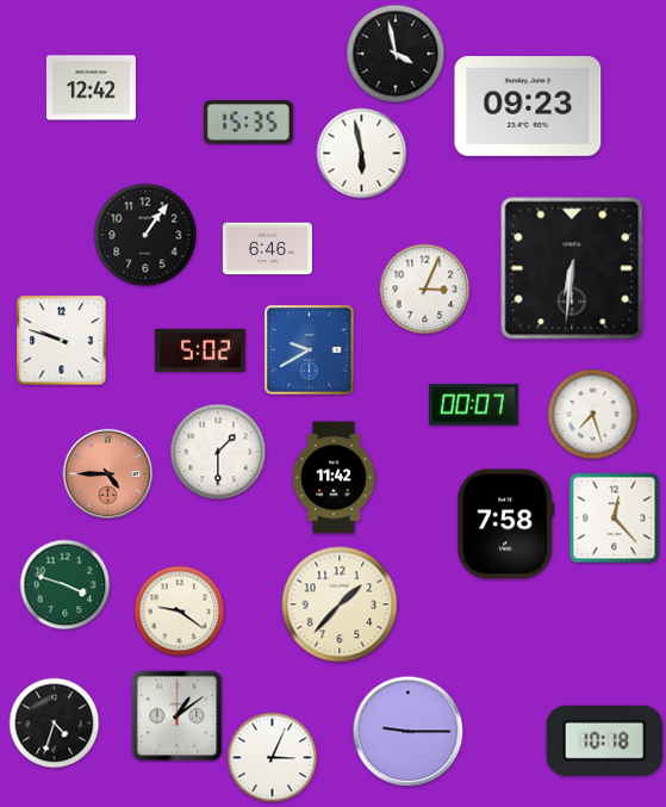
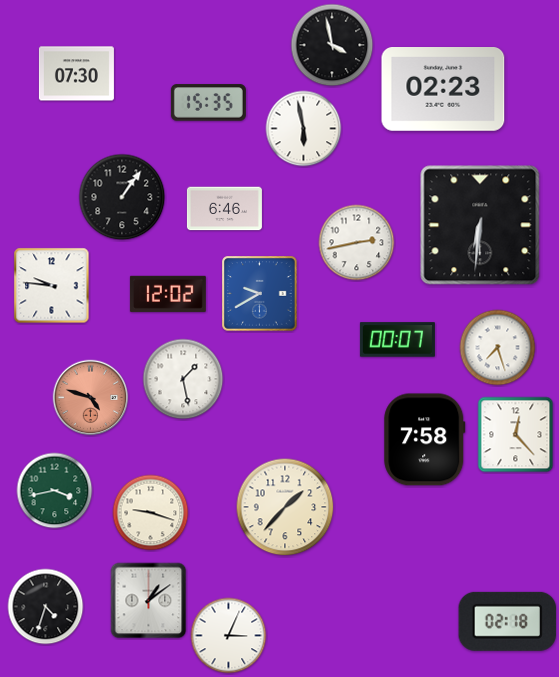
clock at (91, 88): 12:42 -> 07:30
clock at (528, 107): 09:23 -> 02:23
clock at (425, 290): 3:04 -> 2:43
clock at (62, 341): 9:48 -> 9:46
clock at (200, 350): 5:02 -> 12:02
clock at (218, 452): 1:30 -> 1:28
clock at (108, 474): 4:45 -> 4:48
clock at (334, 478): 11:42 -> none
clock at (66, 585): 3:48 -> 3:43
clock at (180, 612): 9:21 -> 9:18
clock at (409, 732): 9:15 -> none
clock at (605, 740): 10:18 -> 02:18
